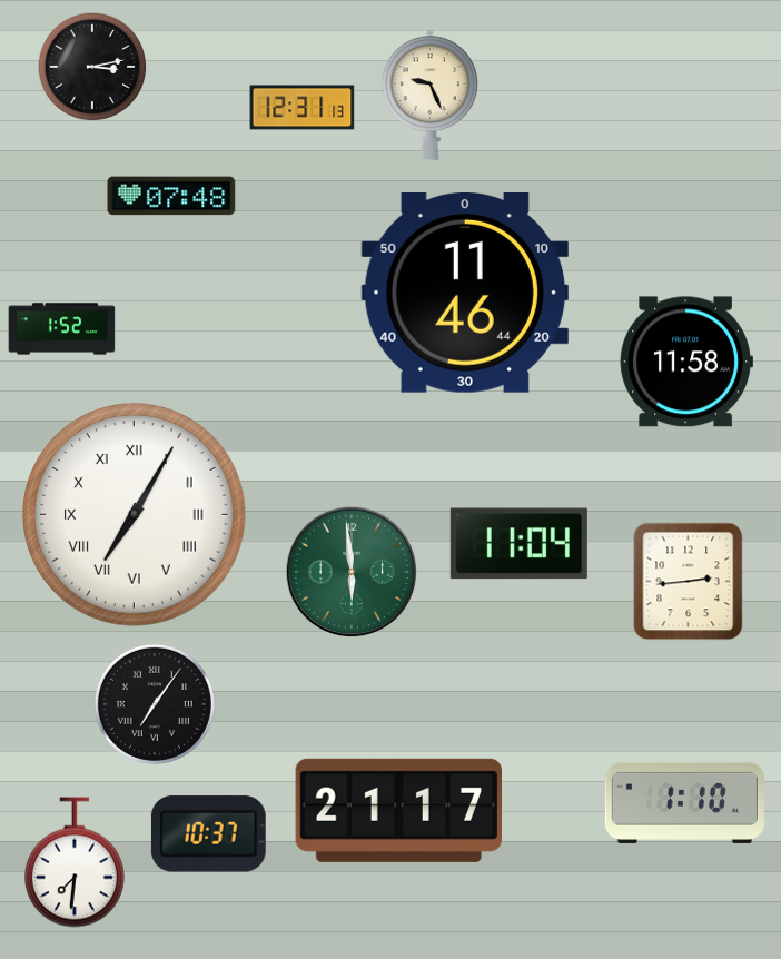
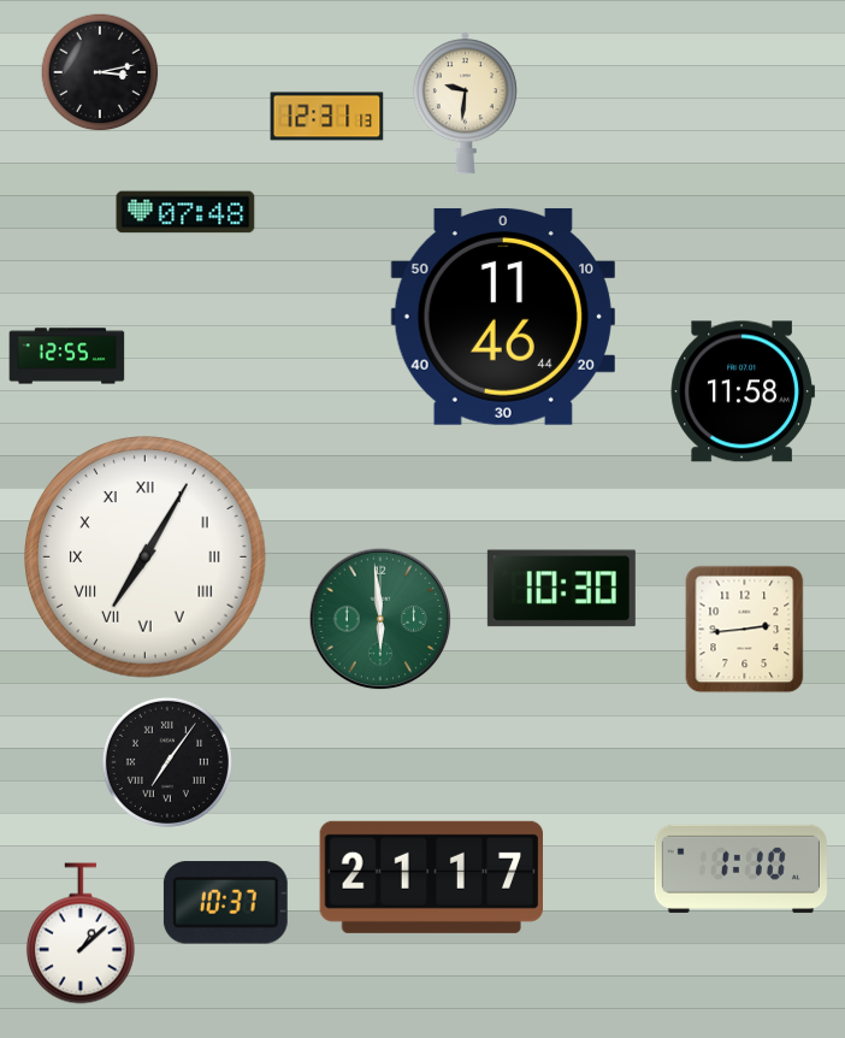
clock at (429, 96): 9:26 -> 9:31
clock at (62, 329): 1:52 -> 12:55
clock at (518, 544): 11:04 -> 10:30
clock at (75, 862): 7:31 -> 1:08
